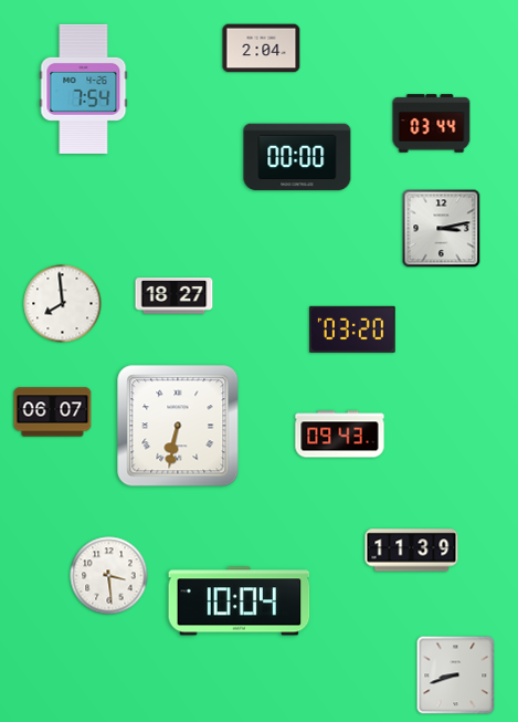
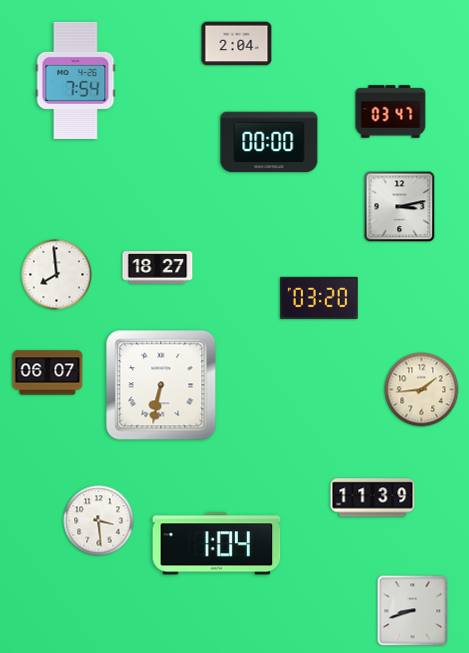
clock at (432, 124): 03:44 -> 03:47
clock at (422, 390): none -> 1:44
clock at (340, 435): 09:43 -> none
clock at (240, 601): 10:04 -> 1:04
